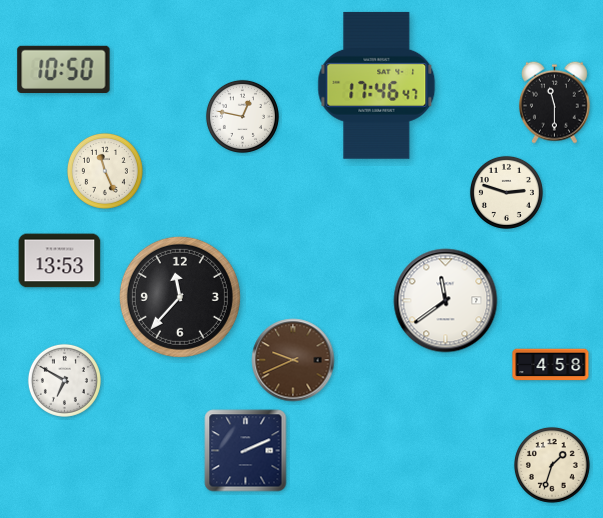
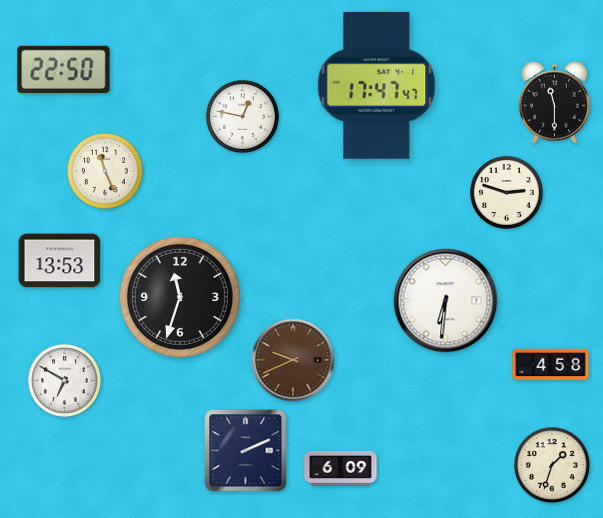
clock at (64, 69): 10:50 -> 22:50
clock at (377, 85): 17:46 -> 17:47
clock at (180, 297): 11:37 -> 11:33
clock at (446, 301): 11:39 -> 6:31
clock at (341, 468): none -> 6:09
